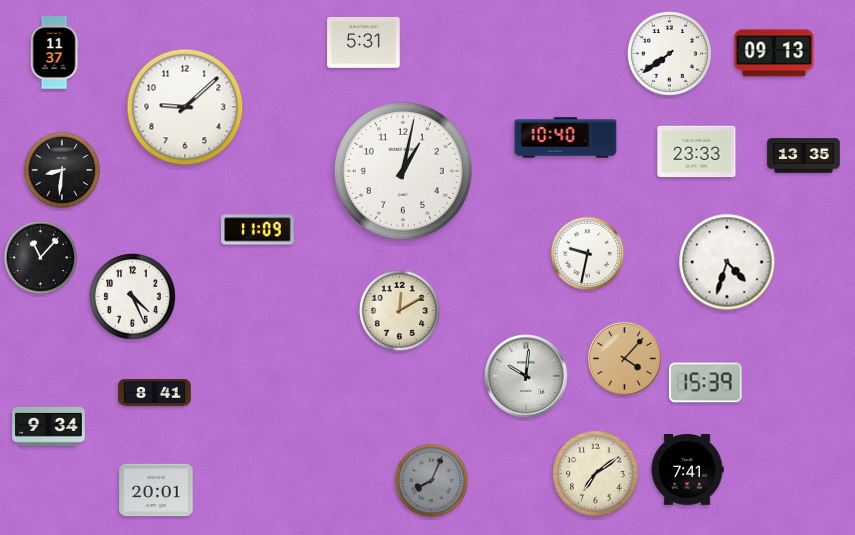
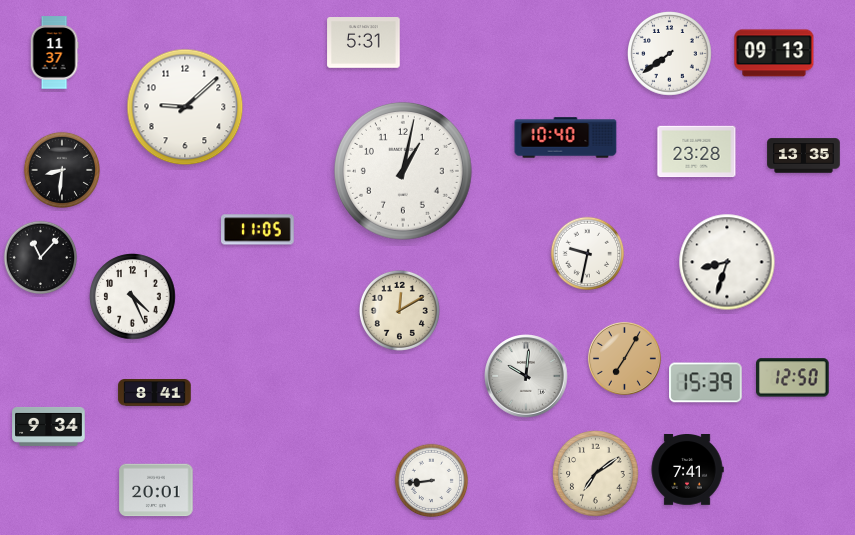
clock at (697, 152): 23:33 -> 23:28
clock at (258, 230): 11:09 -> 11:05
clock at (727, 262): 4:33 -> 8:33
clock at (625, 358): 4:07 -> 7:05
clock at (793, 378): none -> 12:50
clock at (432, 481): 8:04 -> 8:44
clock at (432, 481) dial: grey -> white
